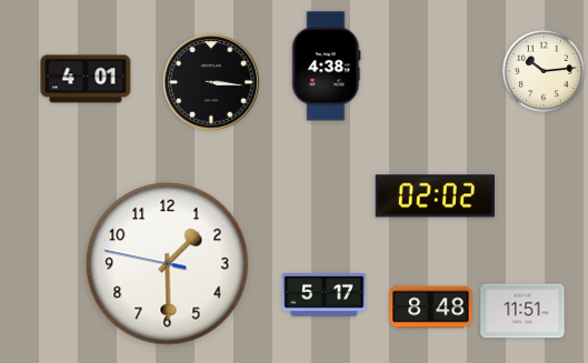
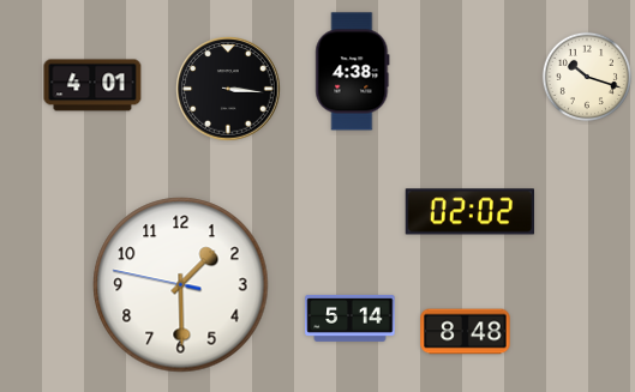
clock at (544, 71): 10:14 -> 10:18
clock at (325, 294): 5:17 -> 5:14
clock at (522, 311): 11:51 -> none
